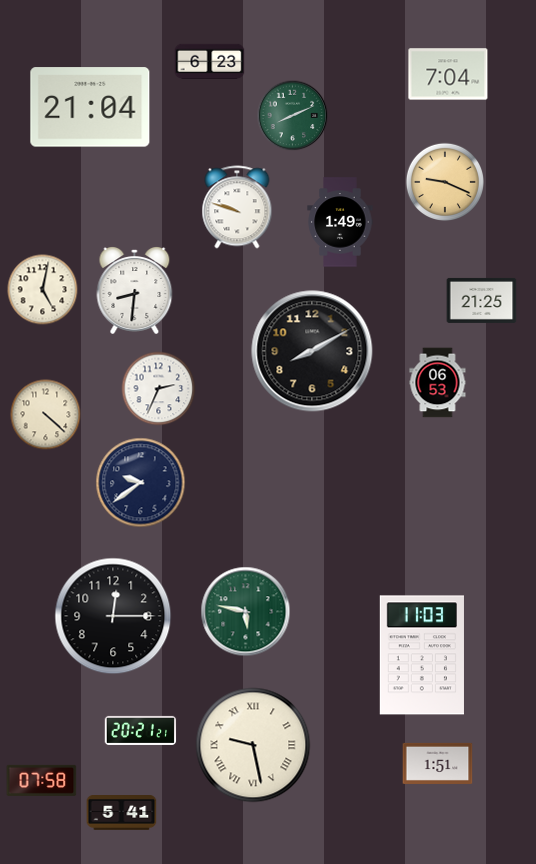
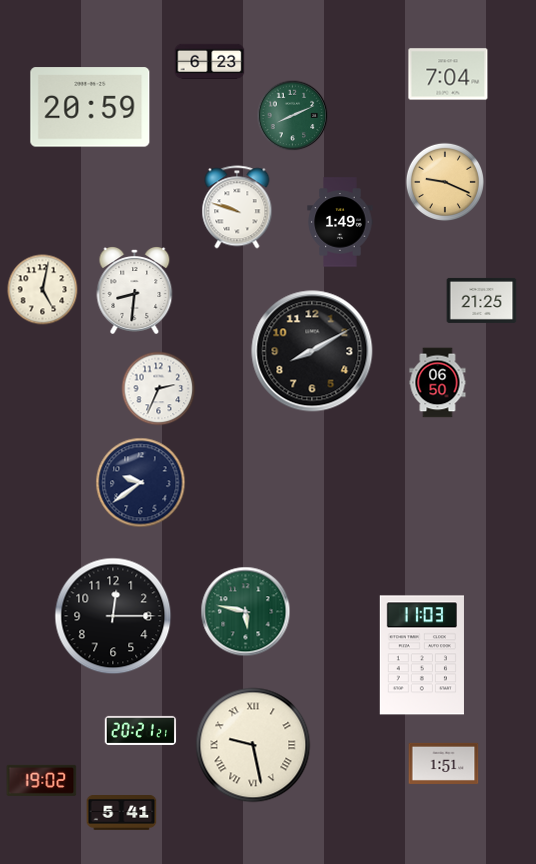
clock at (90, 107): 21:04 -> 20:59
clock at (438, 383): 06:53 -> 06:50
clock at (46, 415): 4:22 -> none
clock at (438, 763) position: (438, 763) -> (444, 763)
clock at (42, 780): 07:58 -> 19:02
